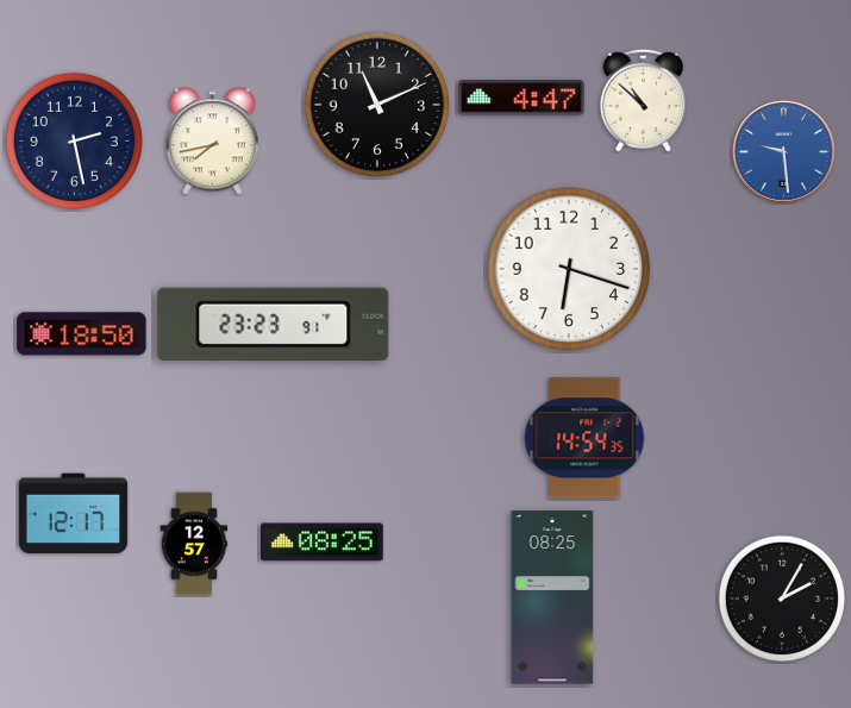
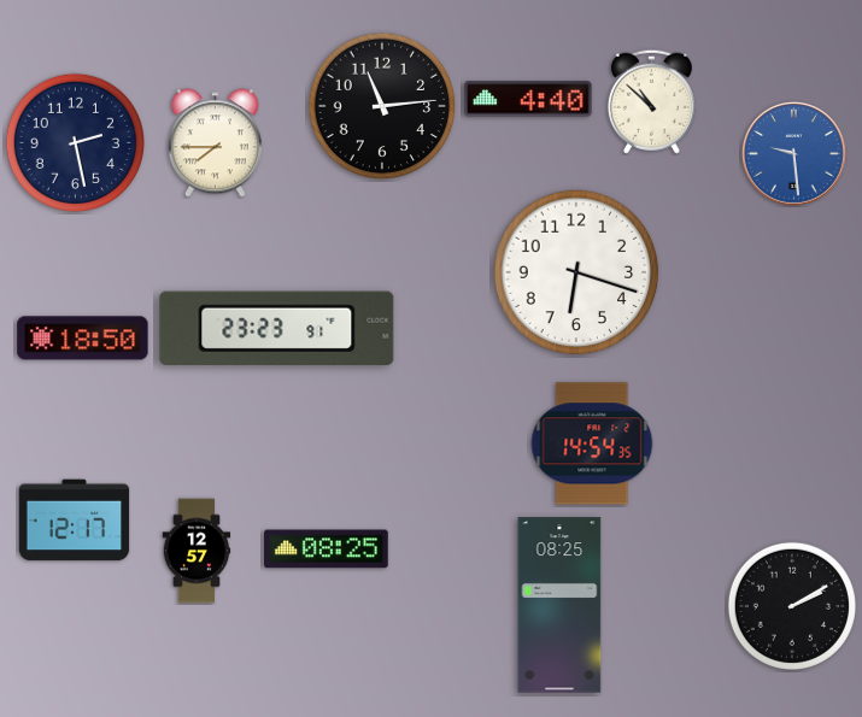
clock at (521, 98): 4:47 -> 4:40
clock at (377, 105): 11:11 -> 11:14
clock at (212, 142): 7:43 -> 7:45
clock at (782, 599): 2:05 -> 2:10
